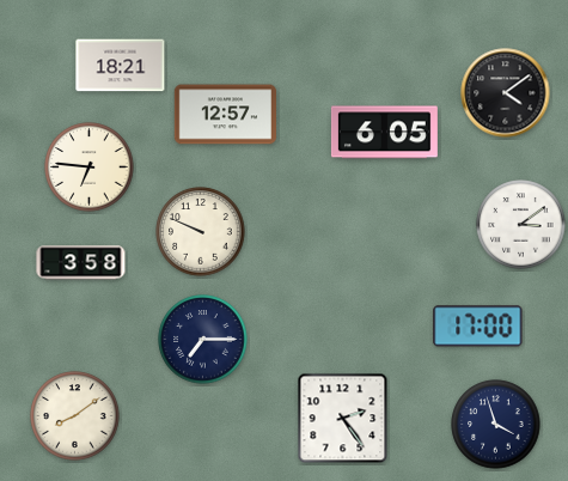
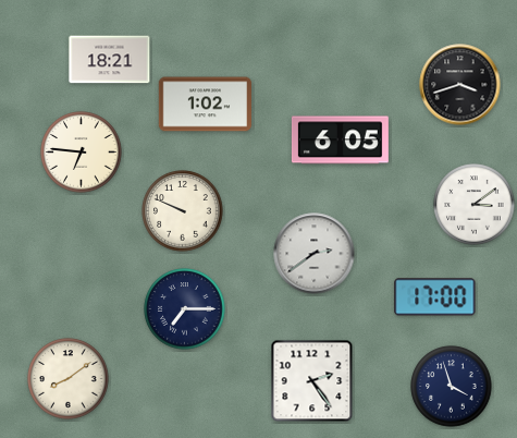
clock at (506, 93): 4:09 -> 3:42
clock at (225, 115): 12:57 -> 1:02
clock at (384, 133) position: (384, 133) -> (340, 141)
clock at (81, 263): 3:58 -> none
clock at (315, 254): none -> 2:39
